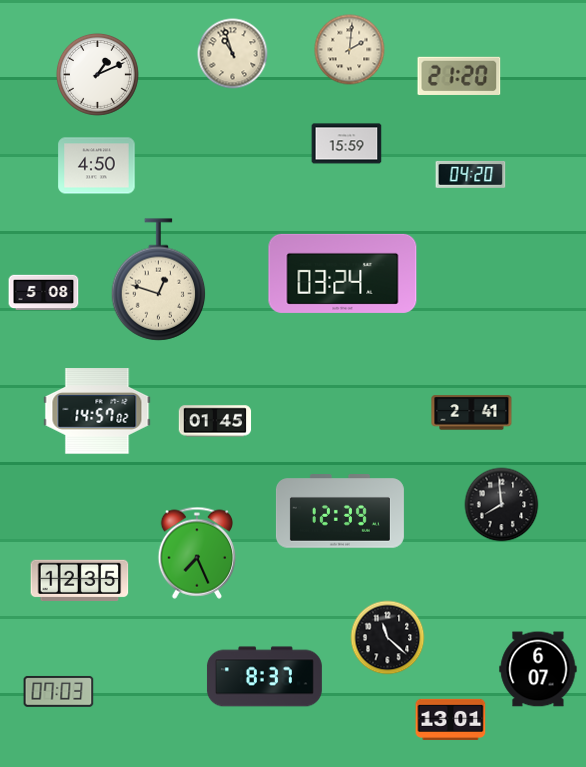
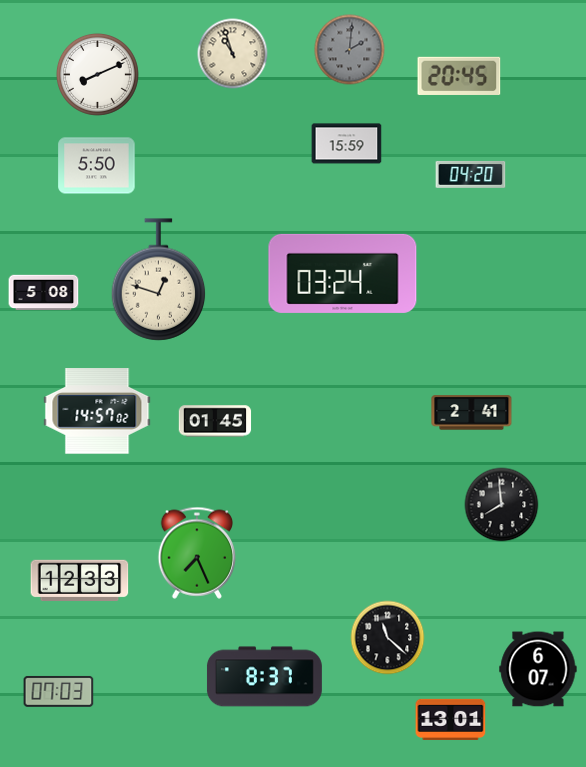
clock at (350, 50) dial: cream -> grey
clock at (97, 74): 1:11 -> 8:11
clock at (459, 76): 21:20 -> 20:45
clock at (97, 166): 4:50 -> 5:50
clock at (340, 511): 12:39 -> none
clock at (80, 581): 12:35 -> 12:33
